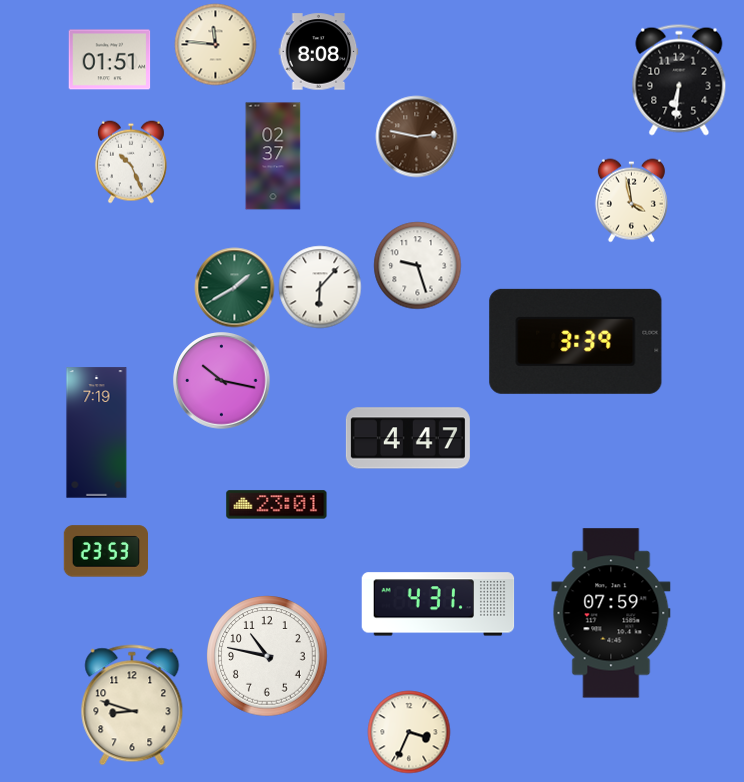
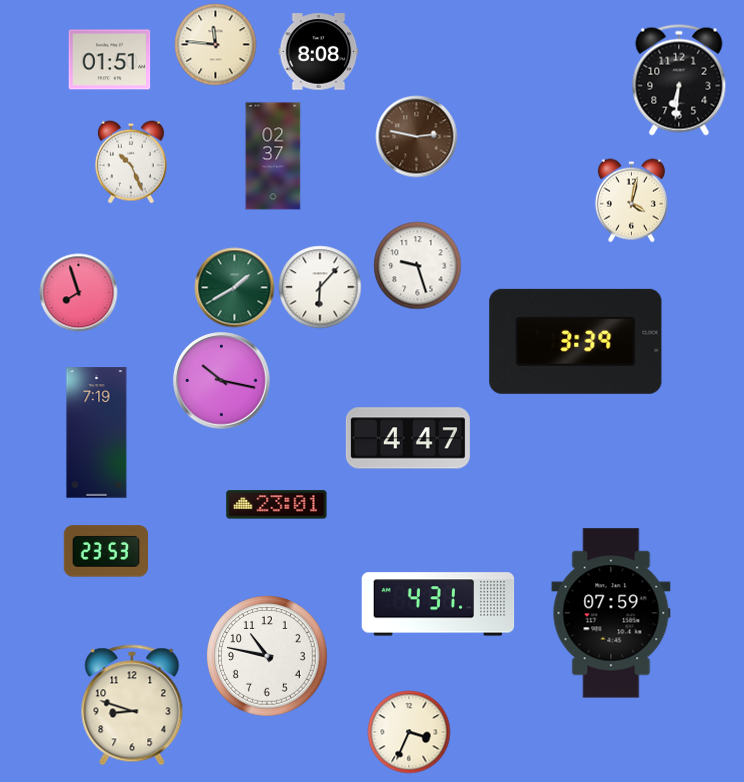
clock at (631, 201): 3:58 -> 4:02
clock at (79, 293): none -> 7:57
